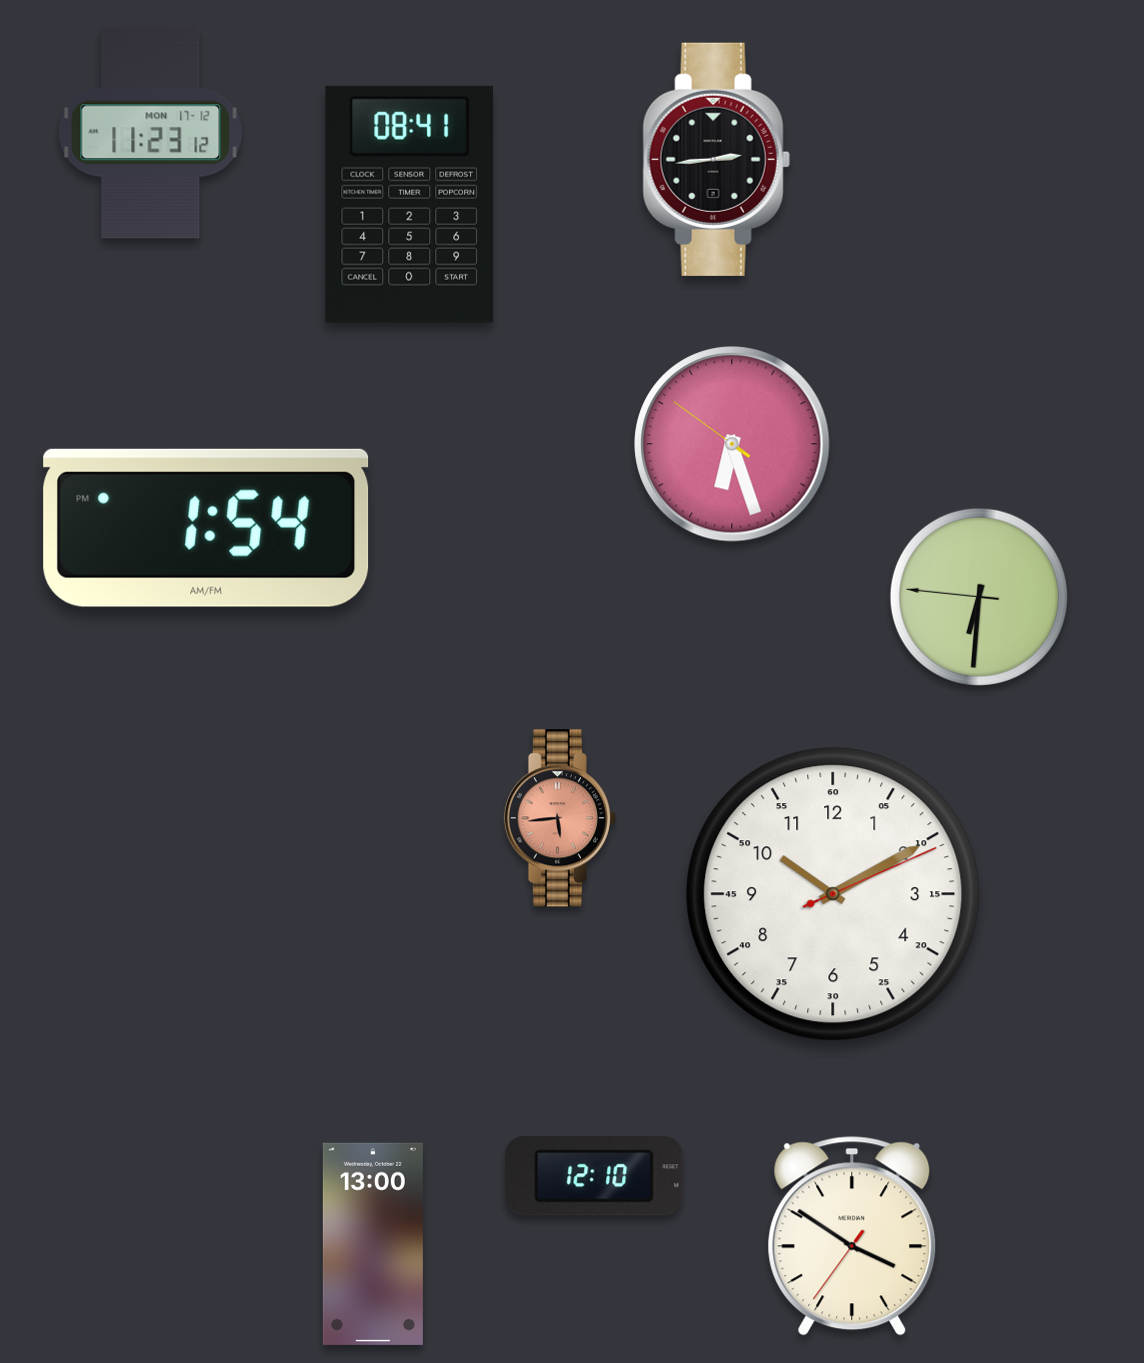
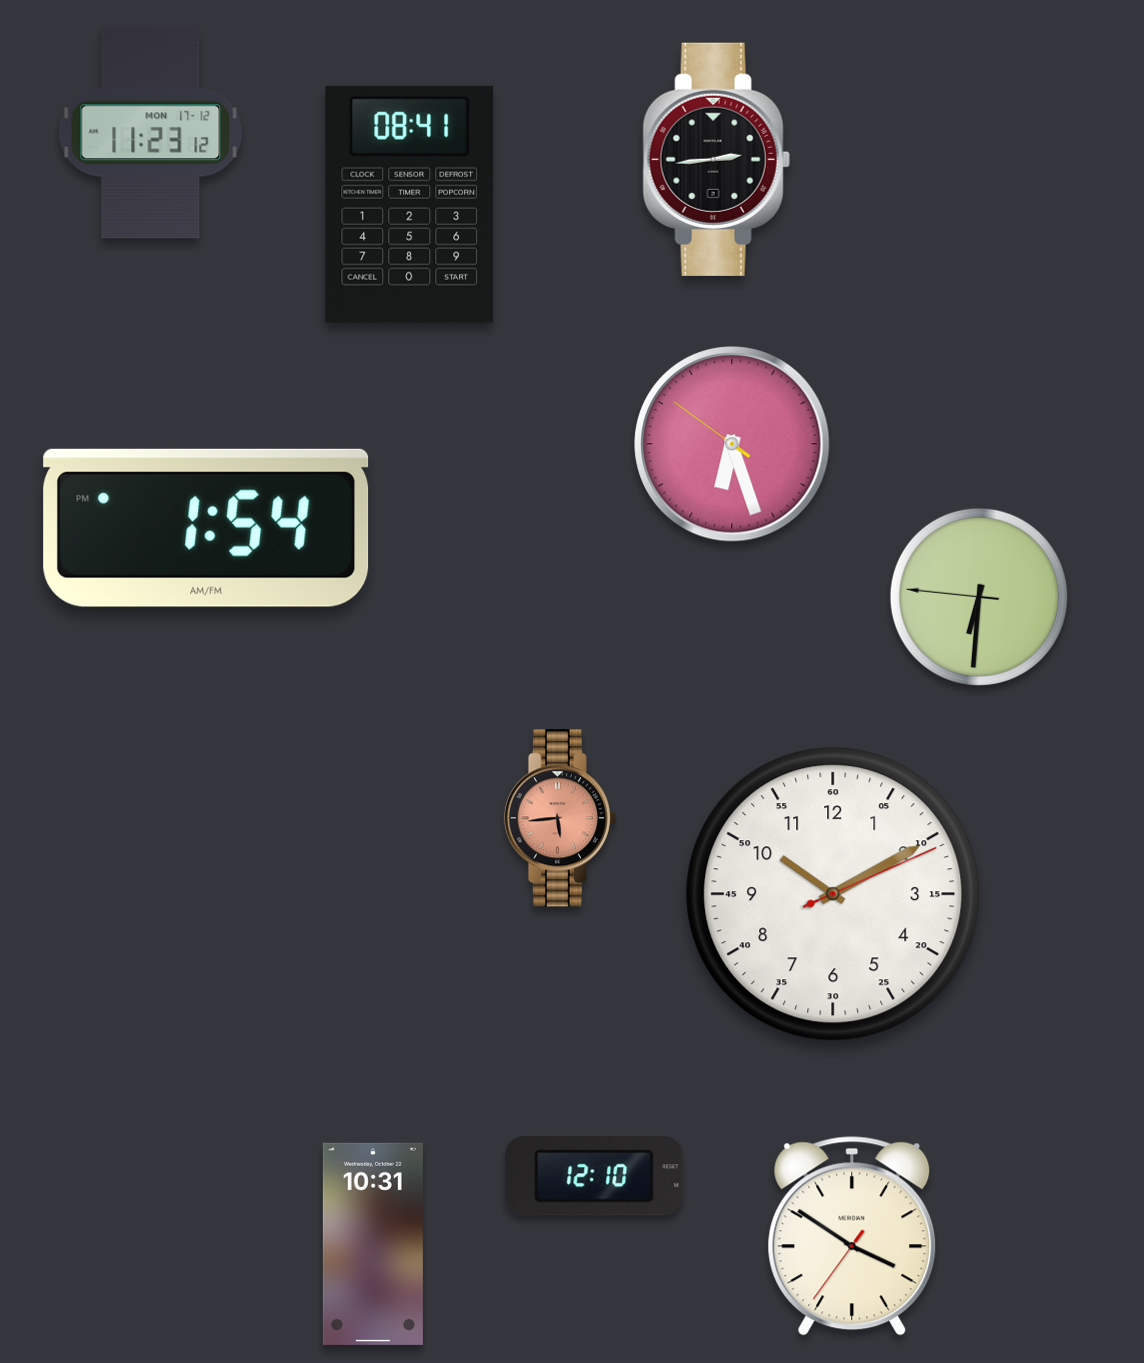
clock at (373, 1244): 13:00 -> 10:31
